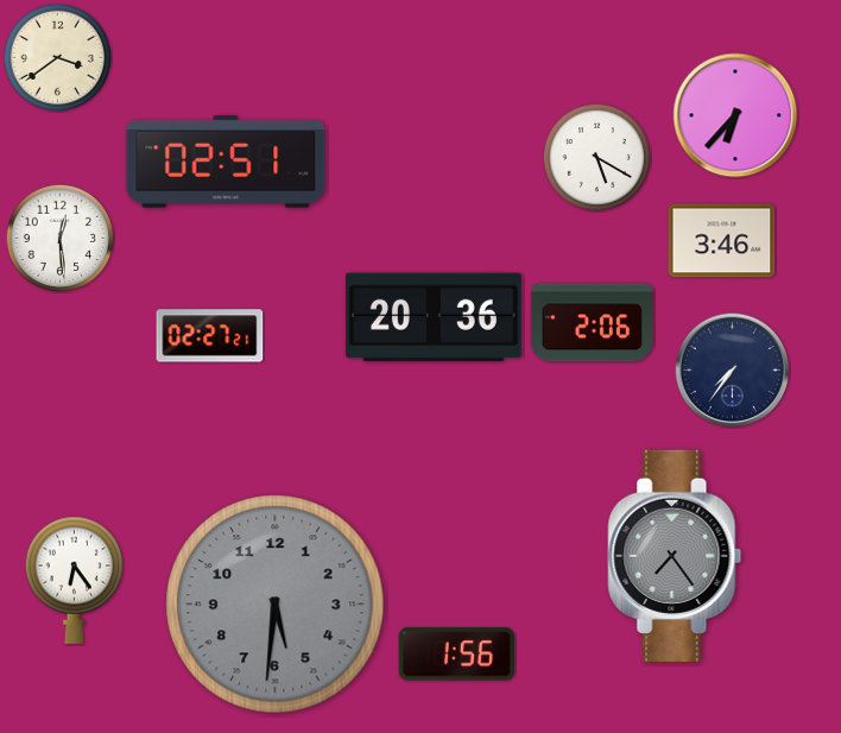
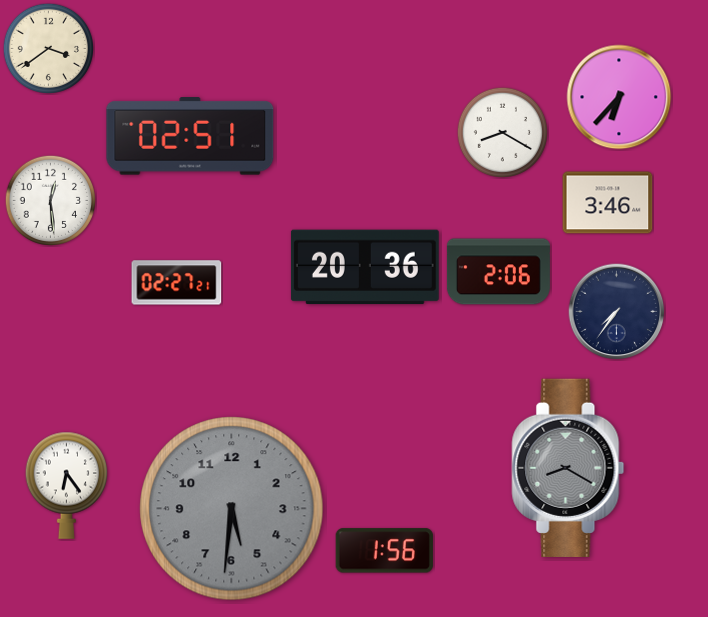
clock at (596, 157): 5:20 -> 8:20
clock at (675, 556): 7:24 -> 8:20
clock at (75, 580) position: (75, 580) -> (67, 485)
